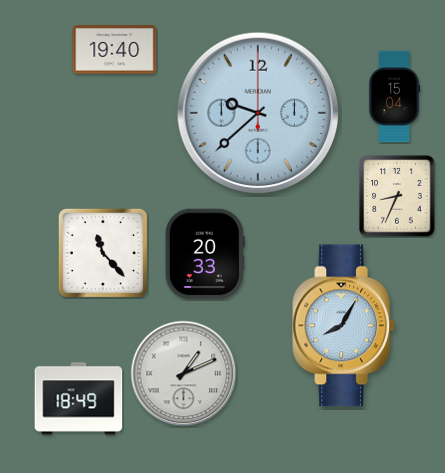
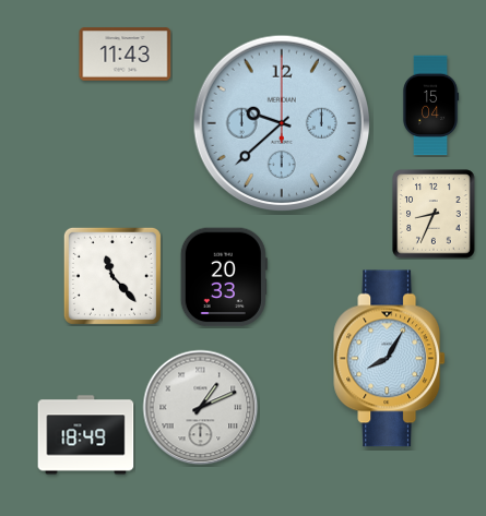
clock at (115, 50): 19:40 -> 11:43
clock at (344, 326) position: (344, 326) -> (390, 359)
